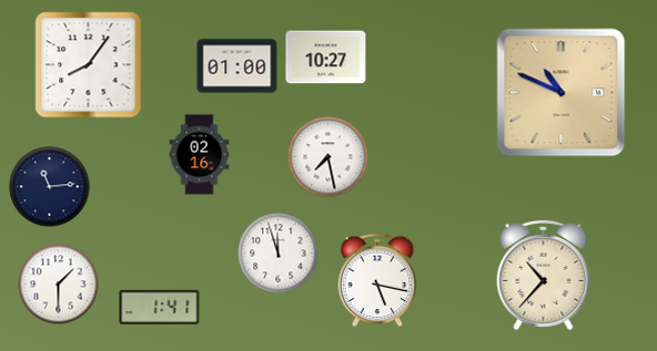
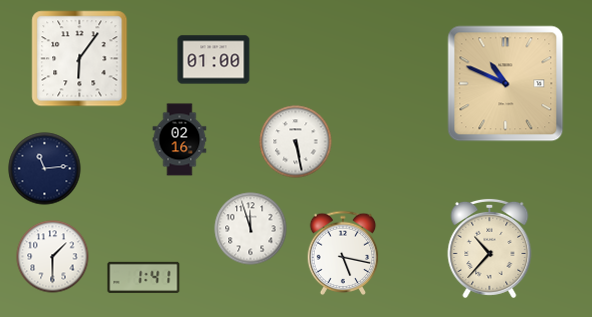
clock at (326, 58): 10:27 -> none
clock at (89, 65): 8:06 -> 6:06
clock at (328, 157): 7:28 -> 5:28
clock at (377, 280) position: (377, 280) -> (343, 253)
